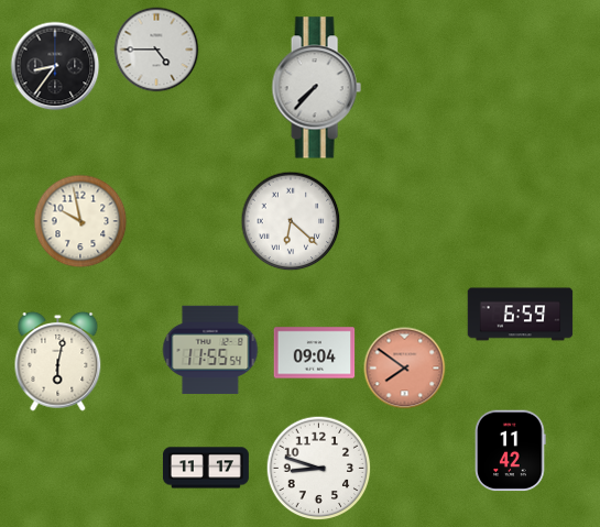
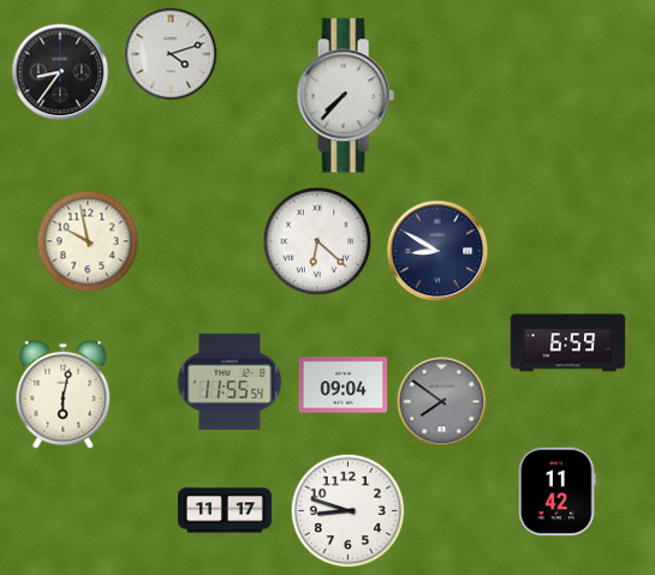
clock at (156, 50): 4:45 -> 4:12
clock at (437, 251): none -> 8:50
clock at (405, 369) dial: salmon -> grey
